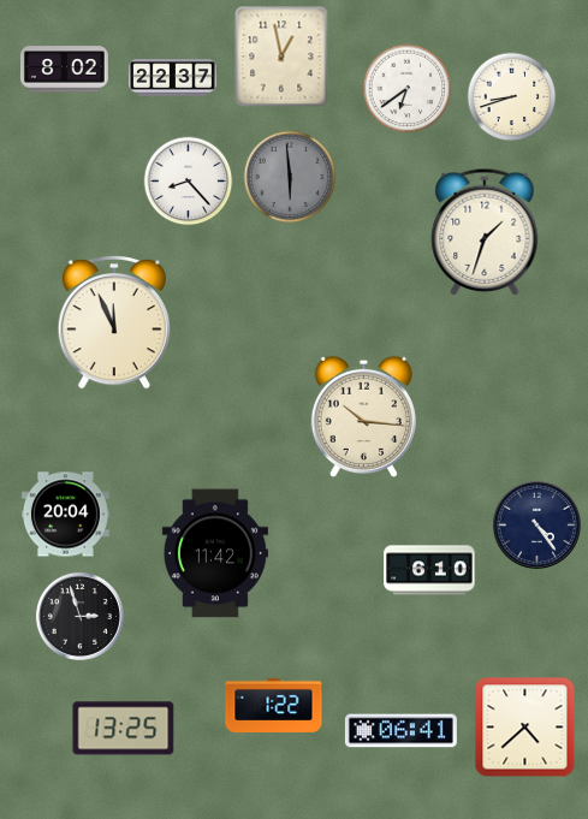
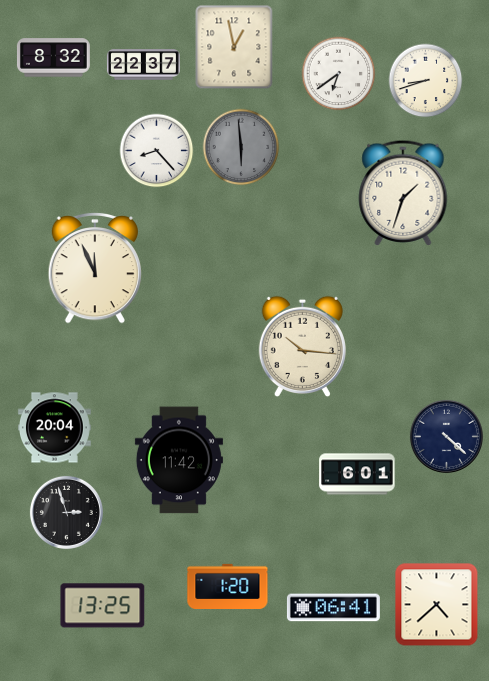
clock at (64, 70): 8:02 -> 8:32
clock at (536, 524): 4:24 -> 4:22
clock at (429, 570): 6:10 -> 6:01
clock at (274, 705): 1:22 -> 1:20
